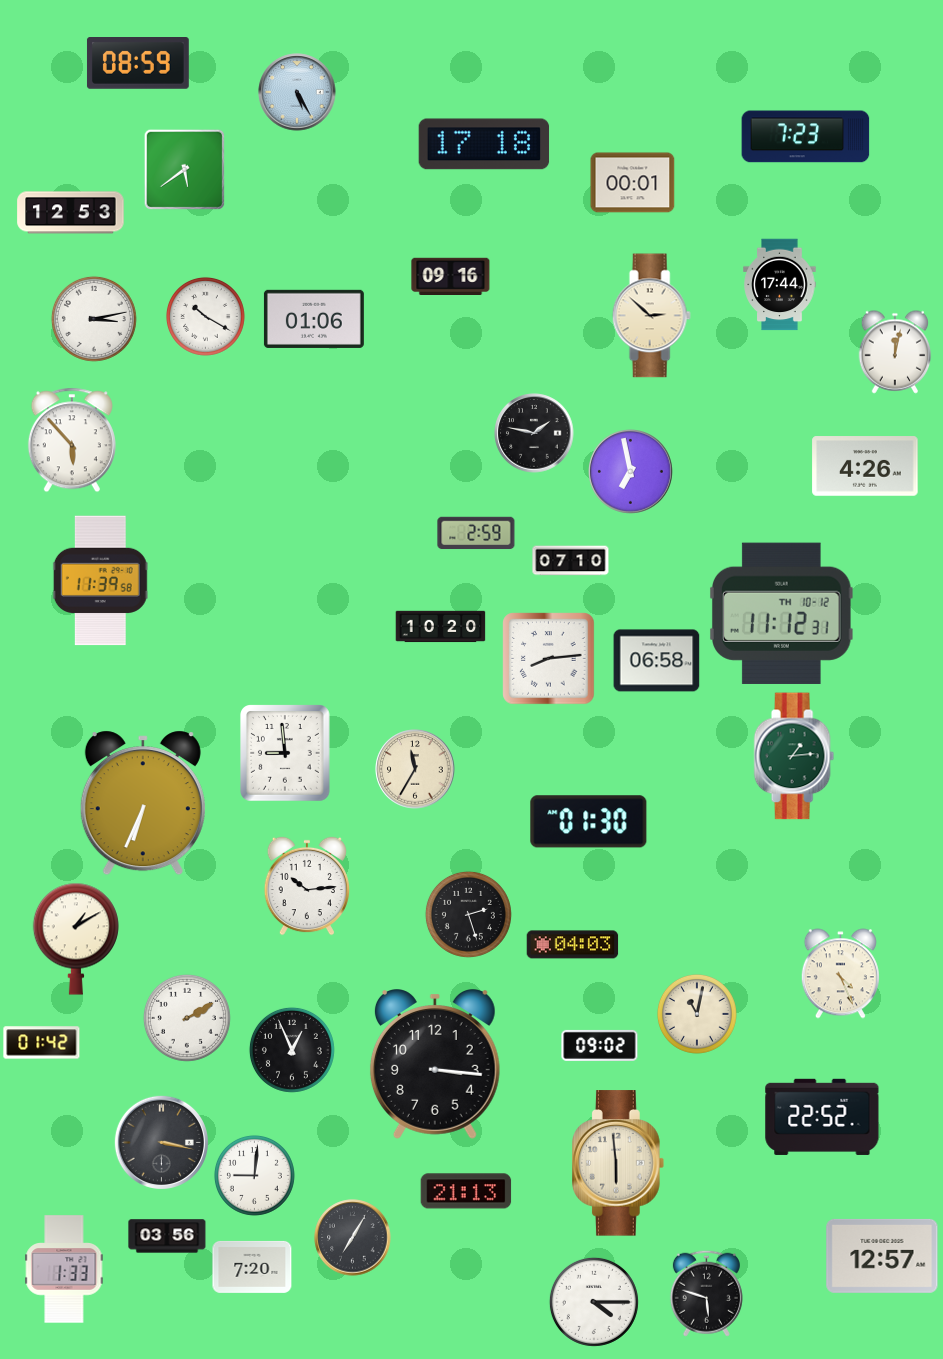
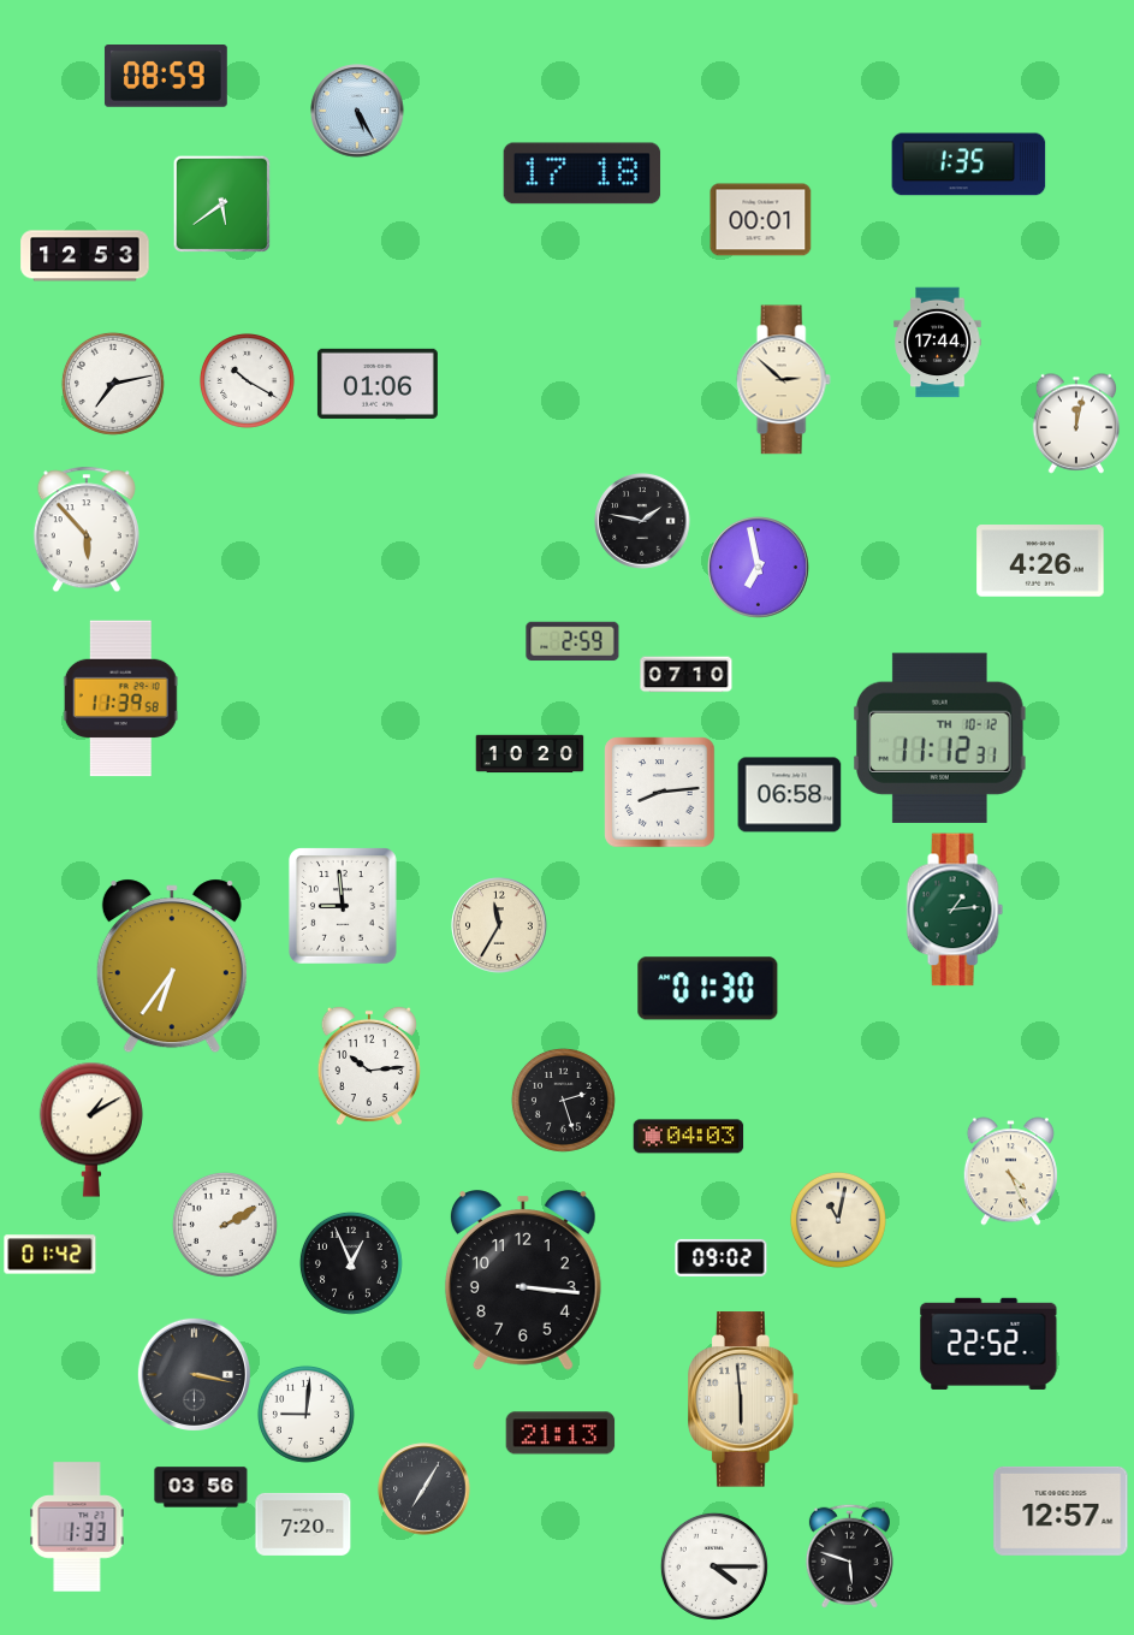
clock at (806, 137): 7:23 -> 1:35
clock at (451, 276): 09:16 -> none
clock at (94, 319): 3:13 -> 7:13
clock at (143, 803): 6:34 -> 6:36
